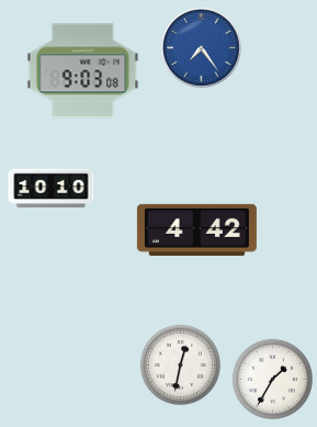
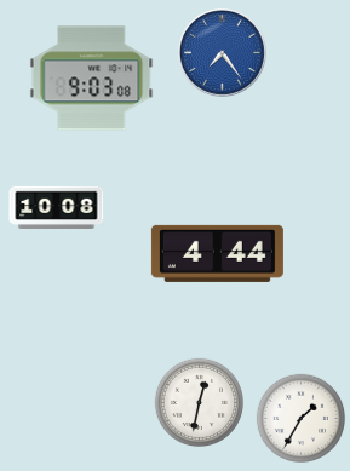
clock at (52, 188): 10:10 -> 10:08
clock at (196, 229): 4:42 -> 4:44
